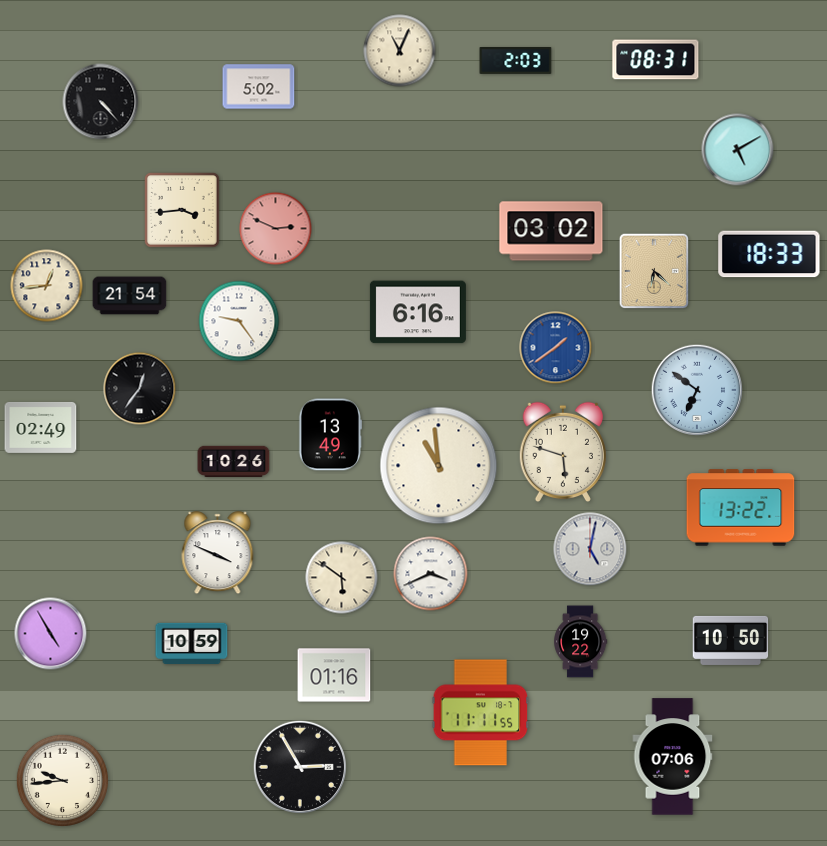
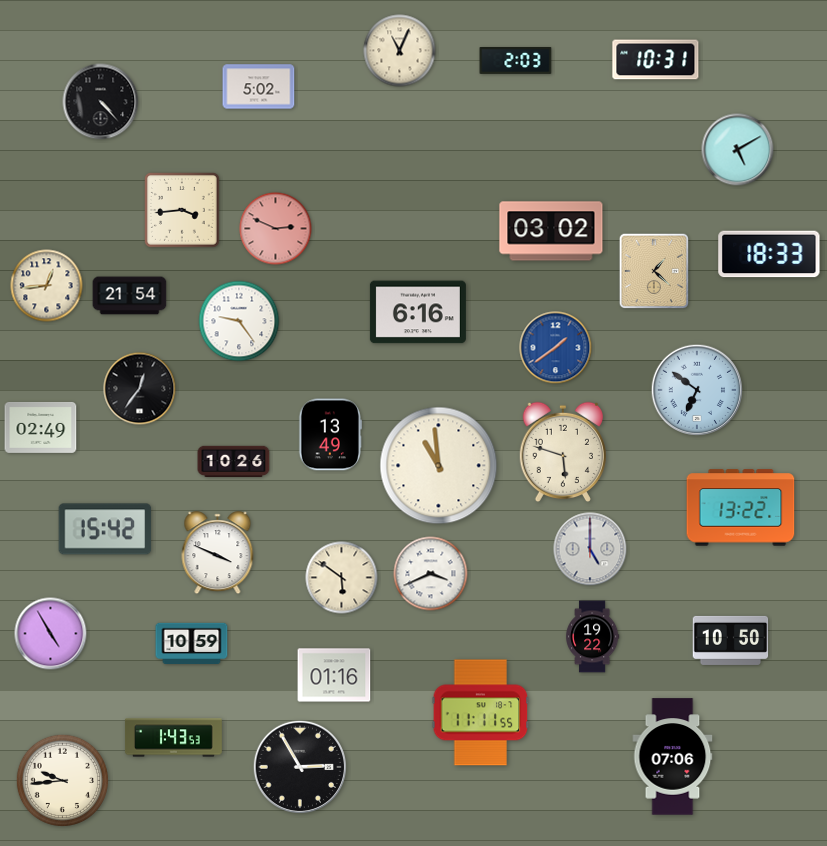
clock at (656, 60): 08:31 -> 10:31
clock at (654, 271): 6:22 -> 1:22
clock at (105, 529): none -> 15:42
clock at (590, 549): 5:02 -> 5:00
clock at (581, 642) position: (581, 642) -> (593, 637)
clock at (174, 738): none -> 1:43
